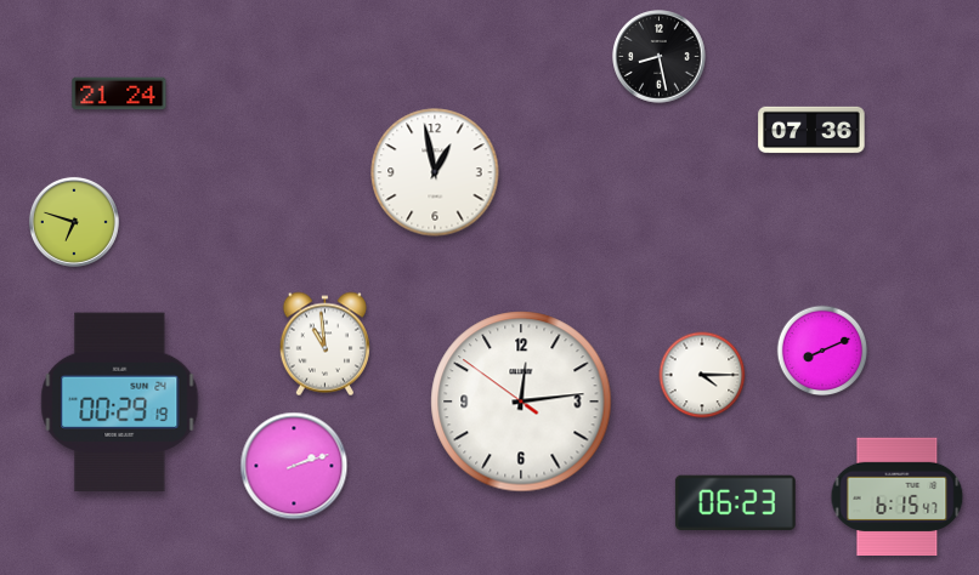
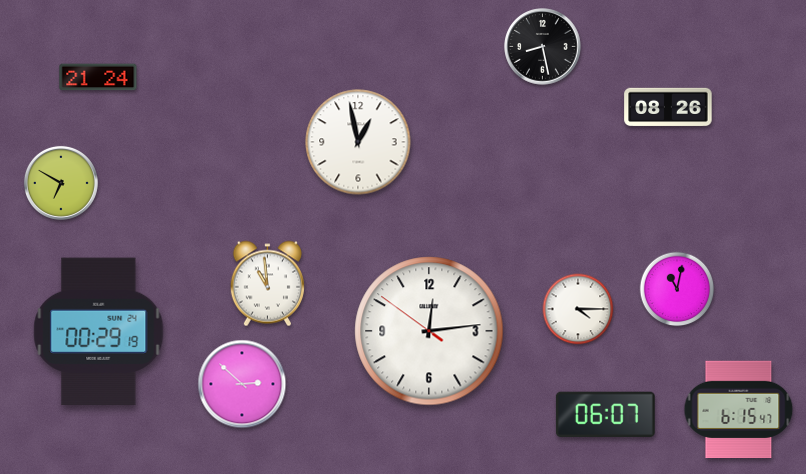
clock at (811, 130): 07:36 -> 08:26
clock at (74, 222): 6:48 -> 6:50
clock at (822, 351): 8:11 -> 11:02
clock at (294, 466): 2:12 -> 2:52
clock at (735, 502): 06:23 -> 06:07
